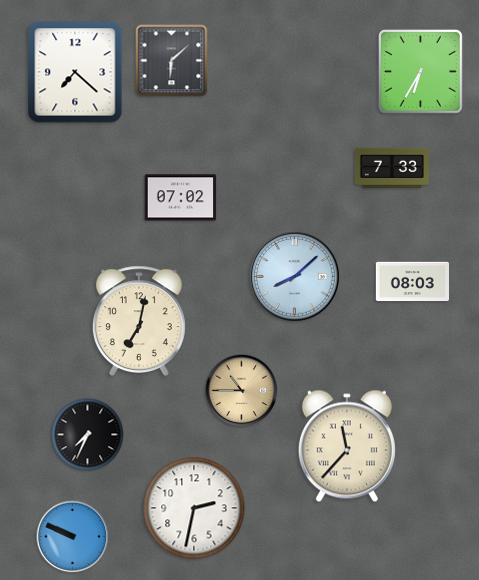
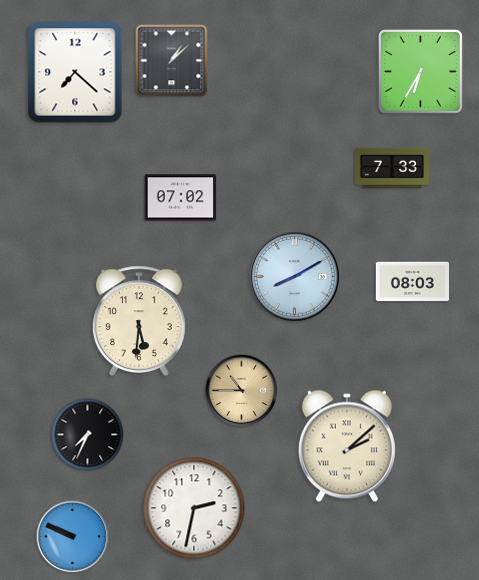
clock at (172, 61): 6:08 -> 1:08
clock at (295, 277): 8:08 -> 8:10
clock at (139, 321): 7:02 -> 5:31
clock at (347, 446): 11:37 -> 2:08
